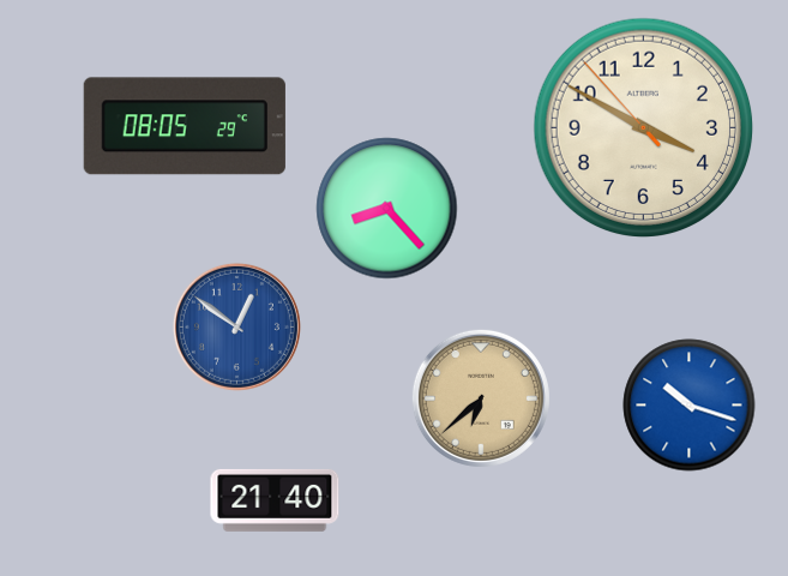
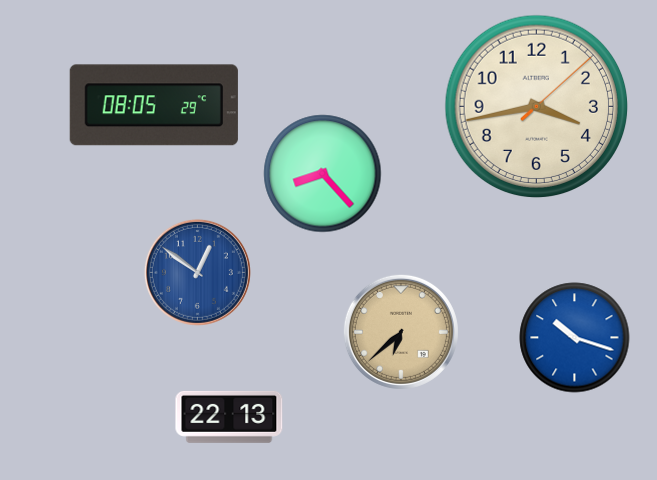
clock at (644, 128): 3:49 -> 3:43
clock at (275, 500): 21:40 -> 22:13
